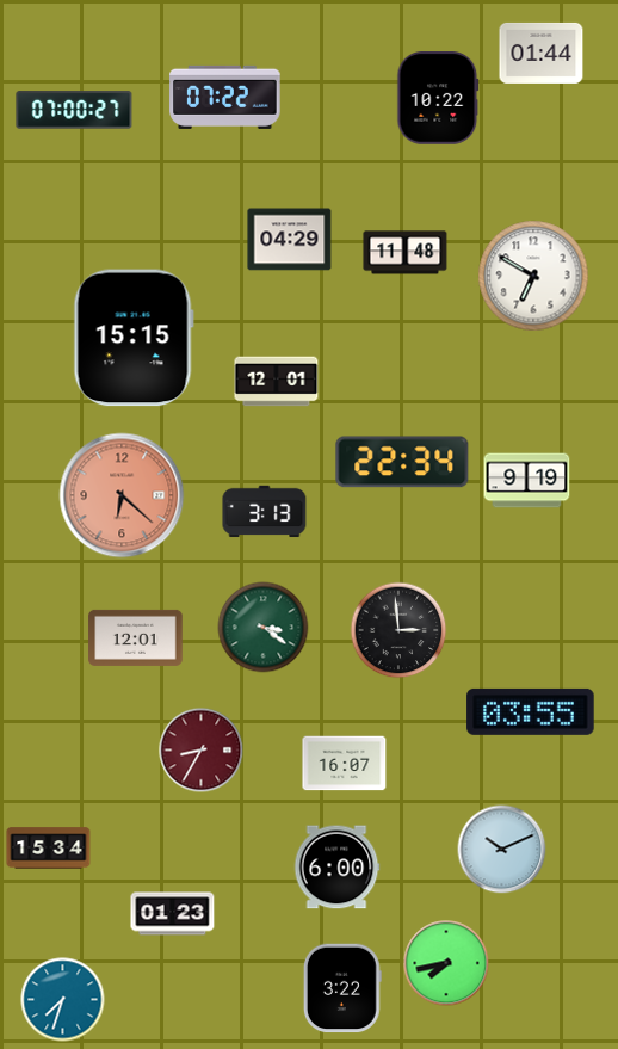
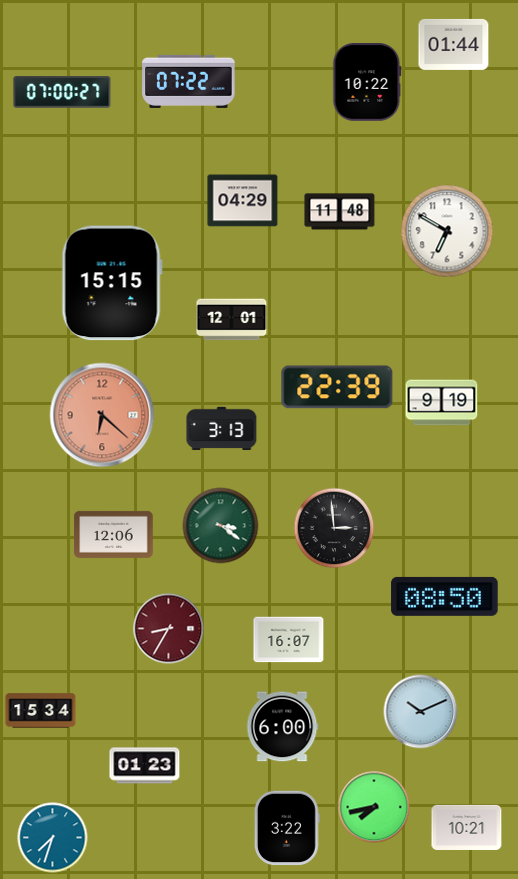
clock at (402, 462): 22:34 -> 22:39
clock at (136, 637): 12:01 -> 12:06
clock at (531, 711): 03:55 -> 08:50
clock at (467, 827): none -> 10:21
